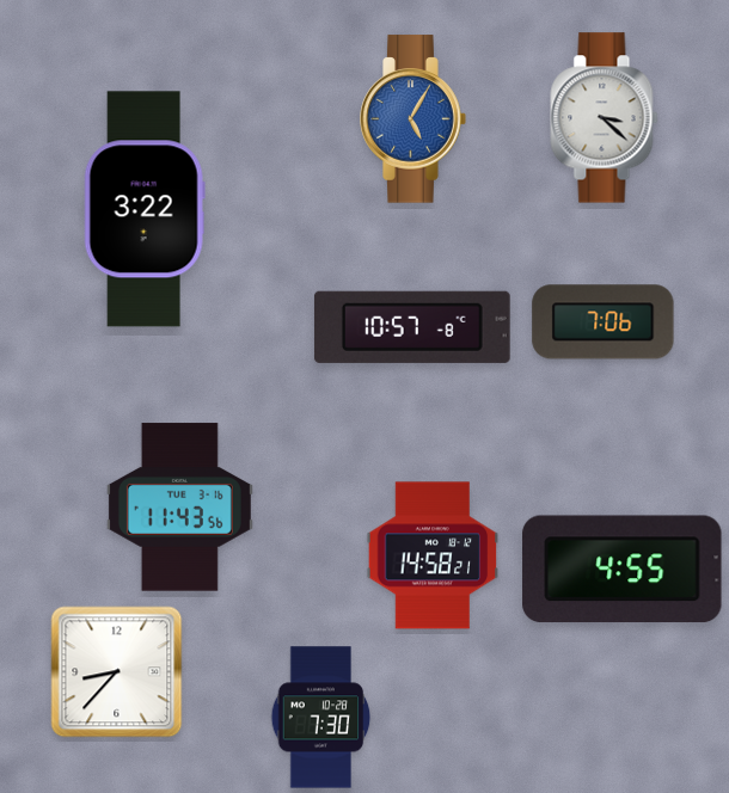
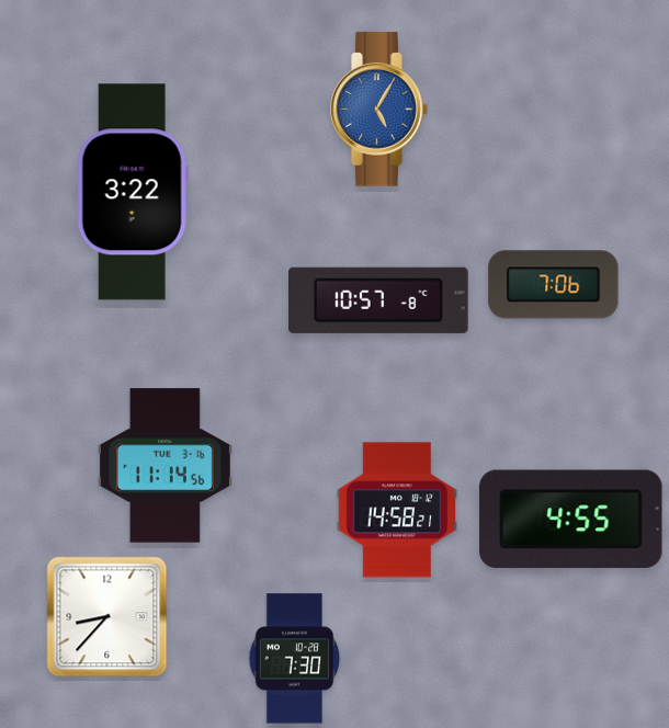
clock at (605, 118): 3:22 -> none
clock at (604, 322) position: (604, 322) -> (554, 285)
clock at (179, 508): 11:43 -> 11:14
clock at (623, 568) position: (623, 568) -> (571, 519)
